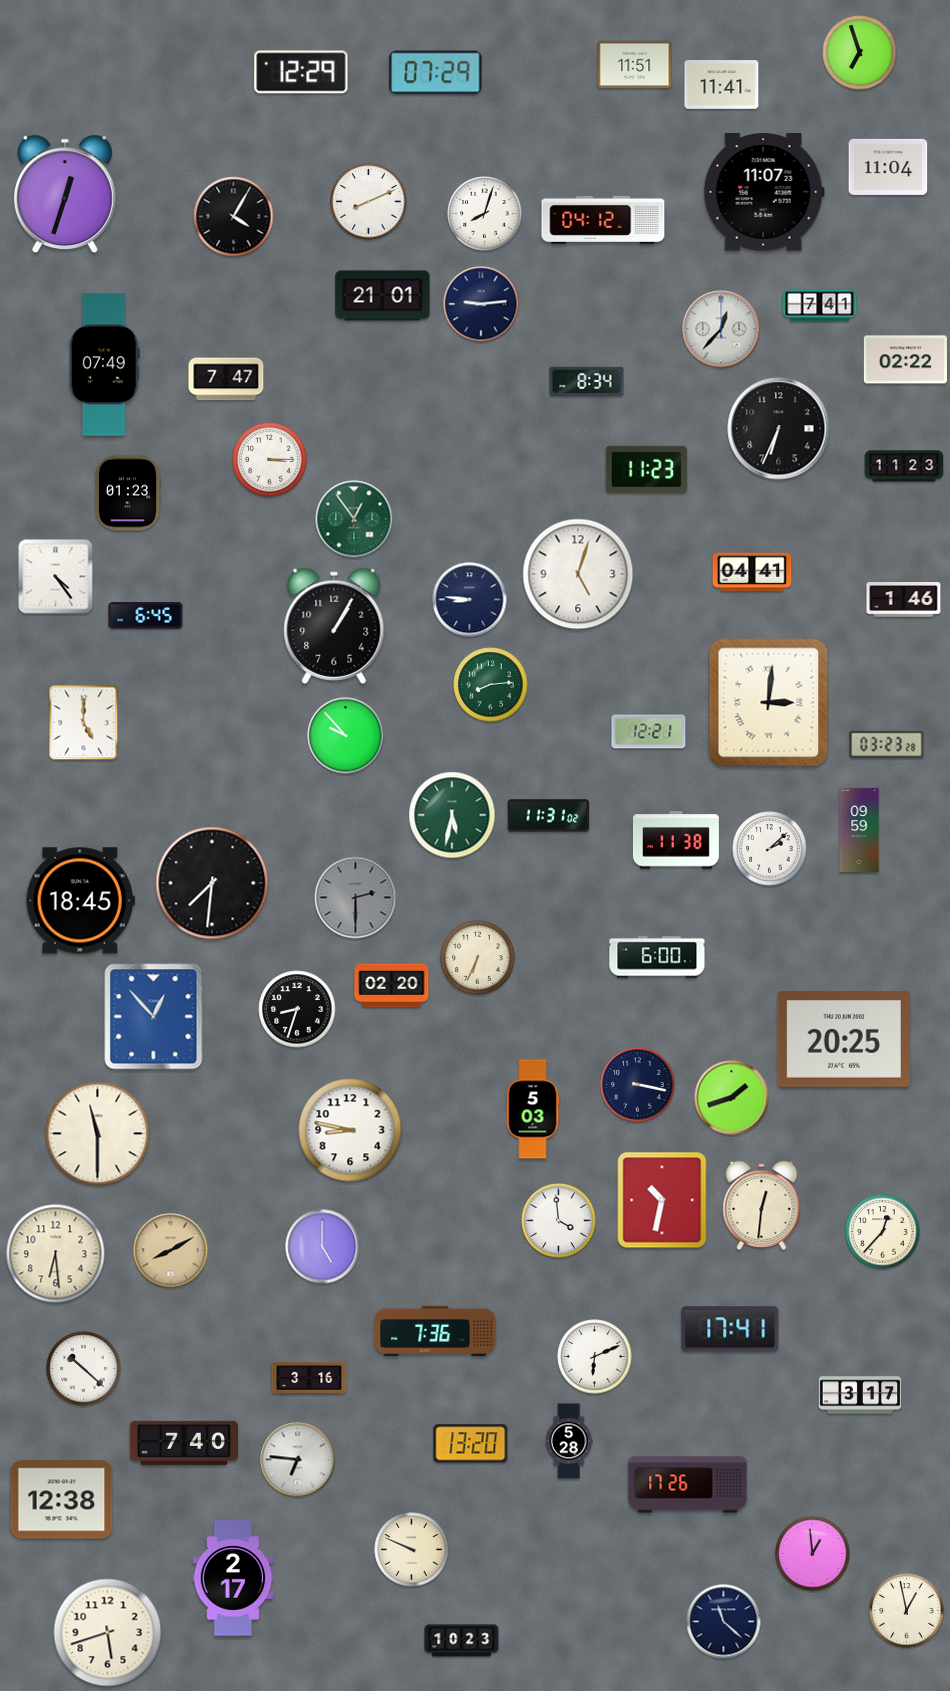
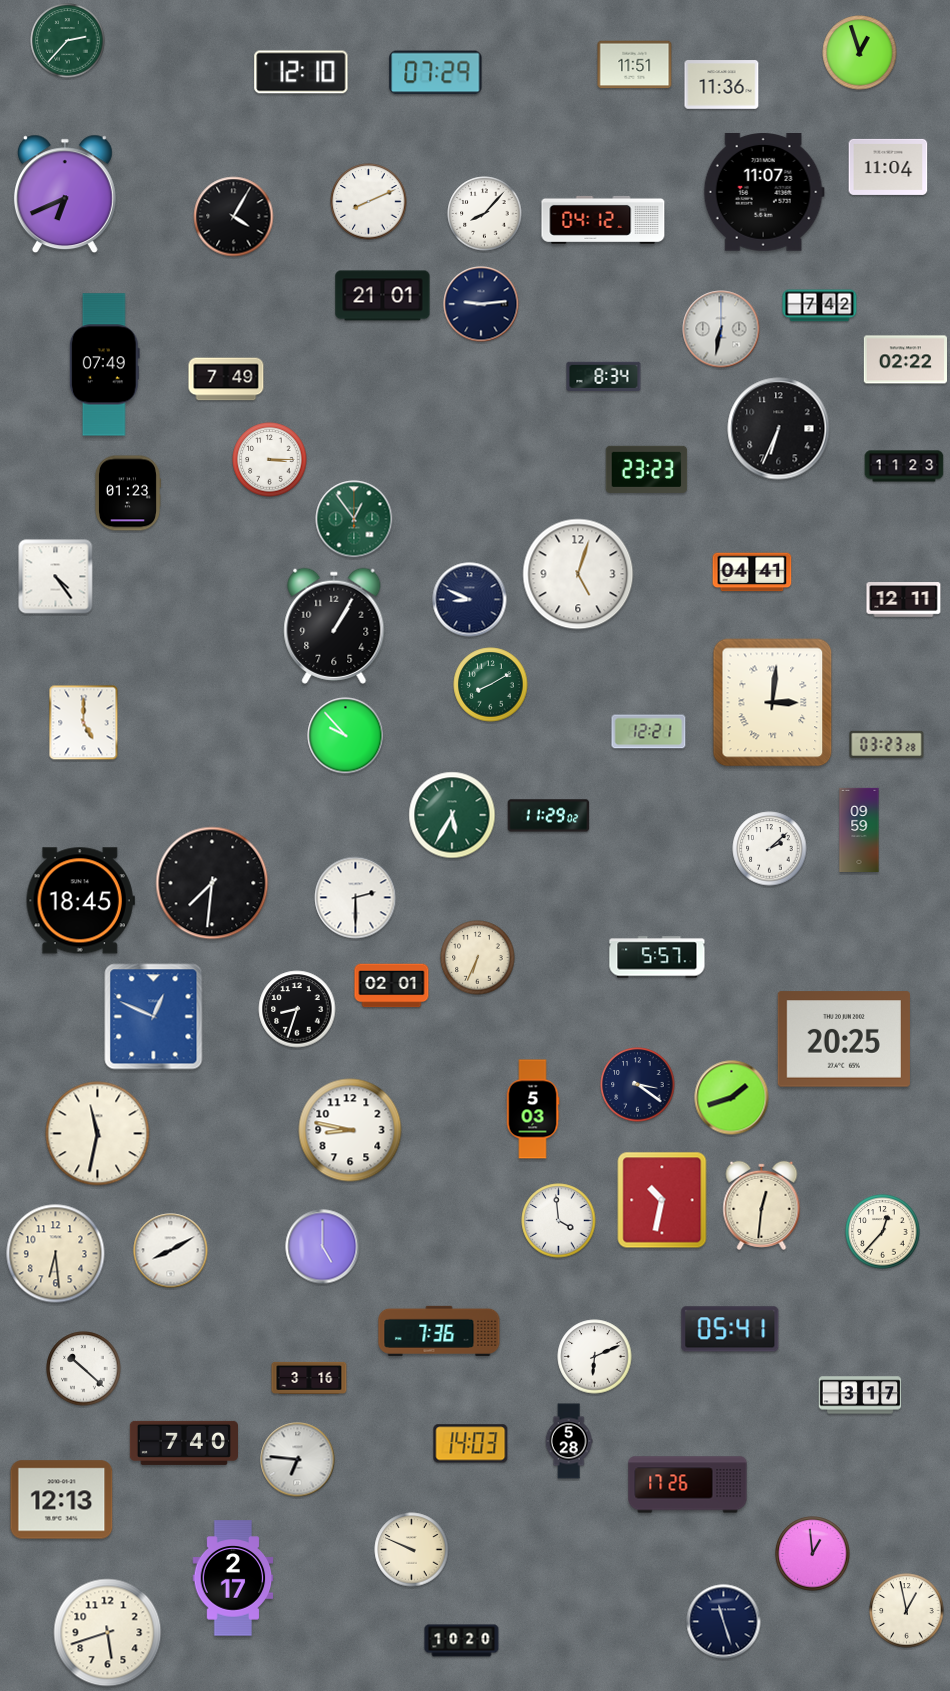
clock at (68, 41): none -> 2:37
clock at (860, 53): 6:57 -> 12:57
clock at (301, 72): 12:29 -> 12:10
clock at (722, 85): 11:41 -> 11:36
clock at (65, 194): 12:33 -> 6:41
clock at (485, 214): 8:03 -> 8:07
clock at (820, 306): 7:41 -> 7:42
clock at (721, 329): 12:37 -> 6:32
clock at (226, 379): 7:47 -> 7:49
clock at (587, 382) position: (587, 382) -> (604, 377)
clock at (647, 469): 11:23 -> 23:23
clock at (470, 600): 8:46 -> 8:49
clock at (904, 600): 1:46 -> 12:11
clock at (146, 616): 6:45 -> none
clock at (491, 685): 8:14 -> 8:10
clock at (769, 703) position: (769, 703) -> (773, 703)
clock at (452, 815): 5:32 -> 5:35
clock at (549, 816): 11:31 -> 11:29
clock at (676, 840): 11:38 -> none
clock at (356, 898) dial: grey -> white
clock at (657, 957): 6:00 -> 5:57
clock at (392, 986): 02:20 -> 02:01
clock at (154, 1017): 12:53 -> 12:49
clock at (638, 1085): 3:17 -> 3:21
clock at (98, 1134): 11:30 -> 11:32
clock at (171, 1251) dial: champagne -> white
clock at (730, 1329): 17:41 -> 05:41
clock at (435, 1331) position: (435, 1331) -> (439, 1331)
clock at (471, 1444): 13:20 -> 14:03
clock at (62, 1500): 12:38 -> 12:13
clock at (724, 1622): 11:22 -> 11:27
clock at (462, 1641): 10:23 -> 10:20
